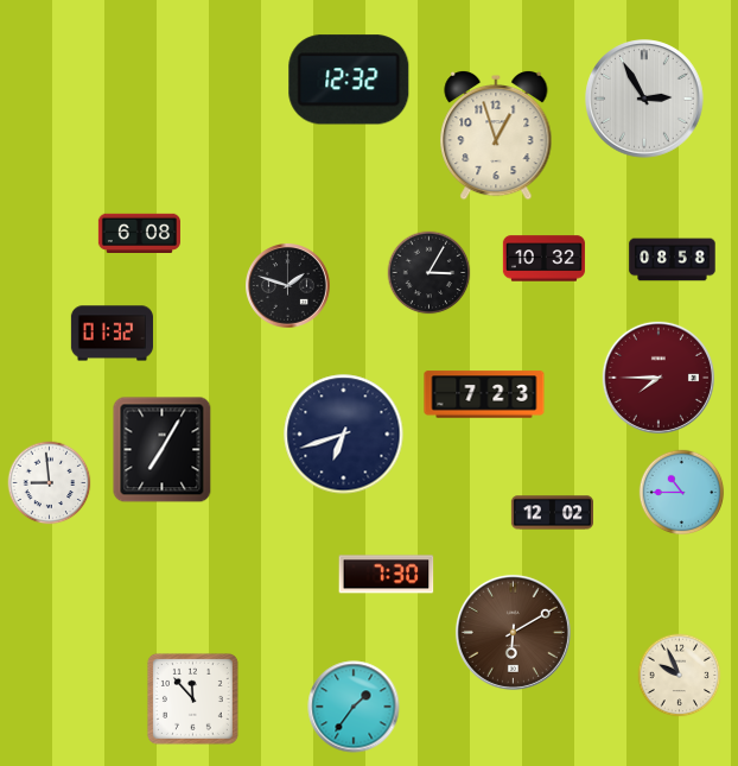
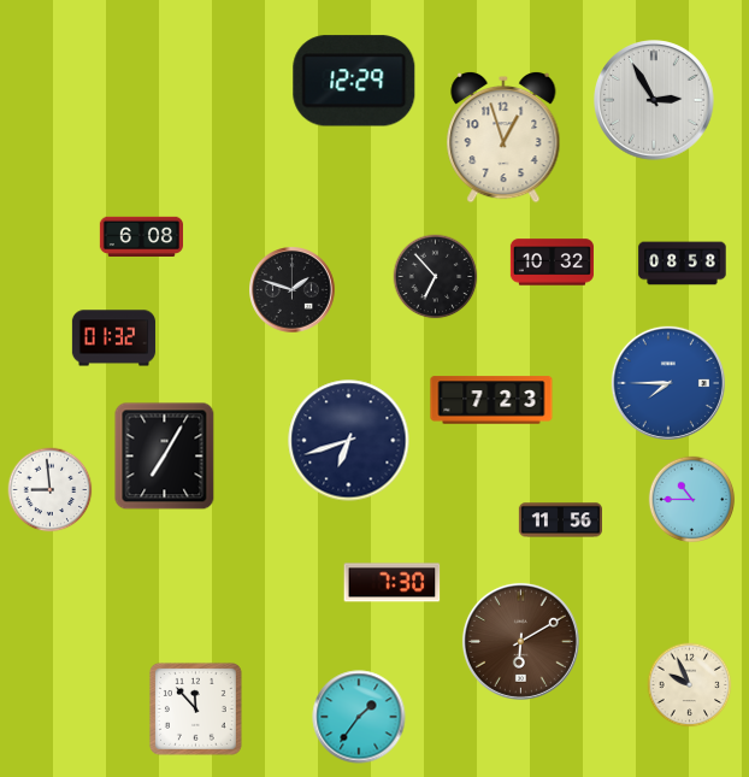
clock at (349, 80): 12:32 -> 12:29
clock at (430, 273): 3:05 -> 6:53
clock at (659, 378) dial: burgundy -> blue
clock at (552, 513): 12:02 -> 11:56
